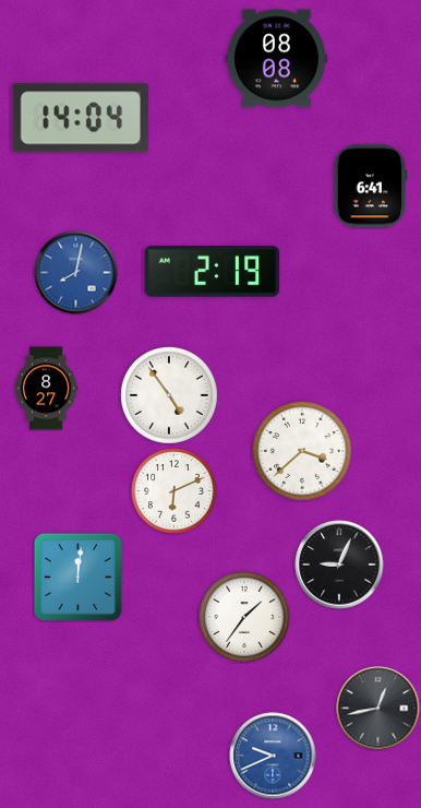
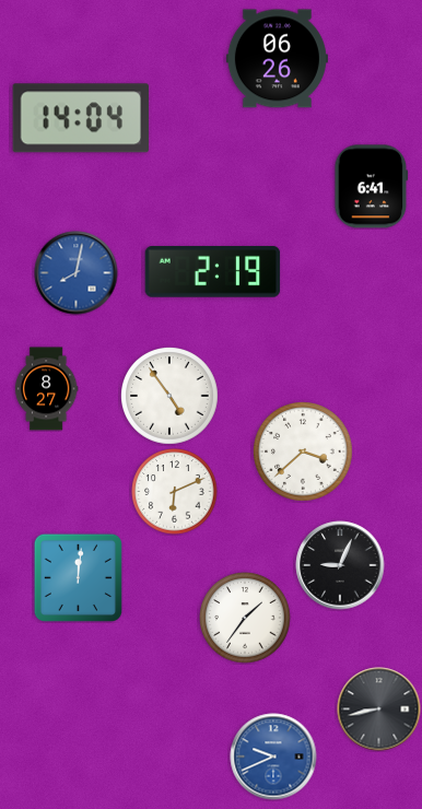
clock at (276, 59): 08:08 -> 06:26
clock at (378, 709): 12:43 -> 8:43
